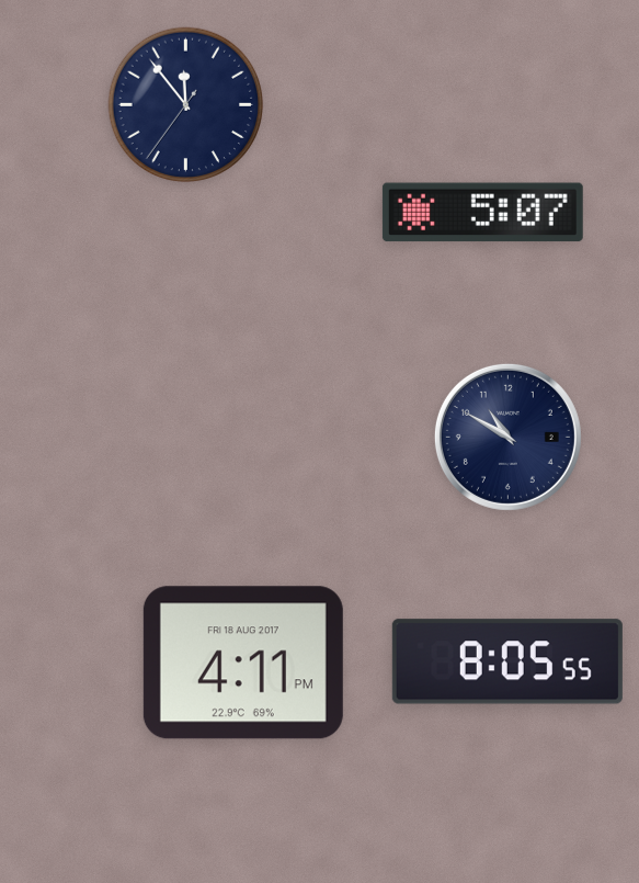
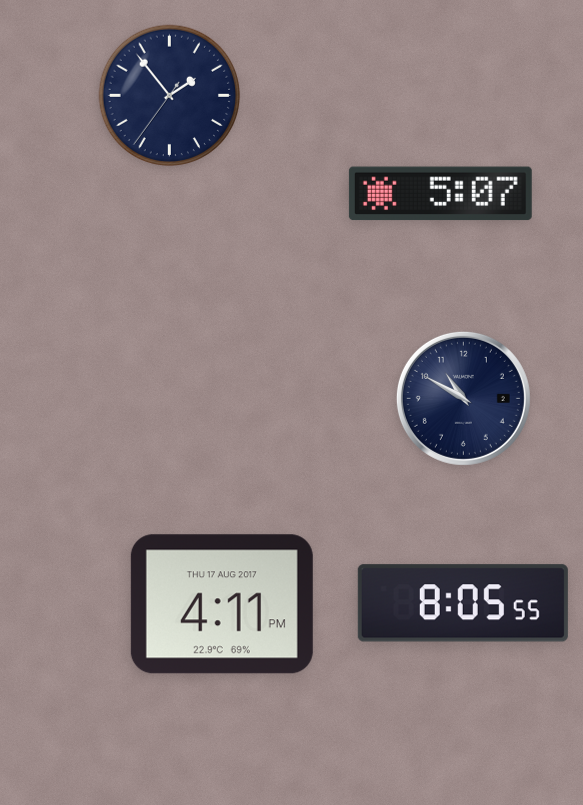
clock at (186, 105): 11:53 -> 1:53
clock at (243, 663) date: FRI 18 AUG 2017 -> THU 17 AUG 2017
